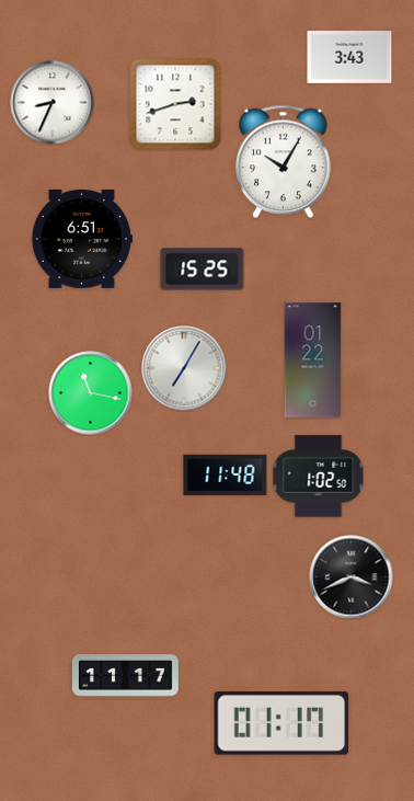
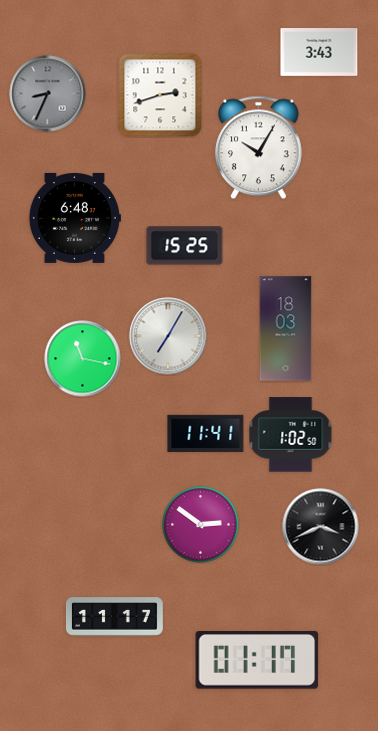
clock at (53, 103) dial: white -> grey
clock at (81, 239): 6:51 -> 6:48
clock at (313, 361): 01:22 -> 18:03
clock at (226, 474): 11:48 -> 11:41
clock at (201, 525): none -> 2:51
